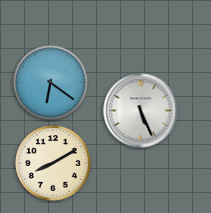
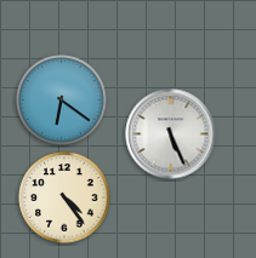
clock at (53, 163): 8:10 -> 4:24
